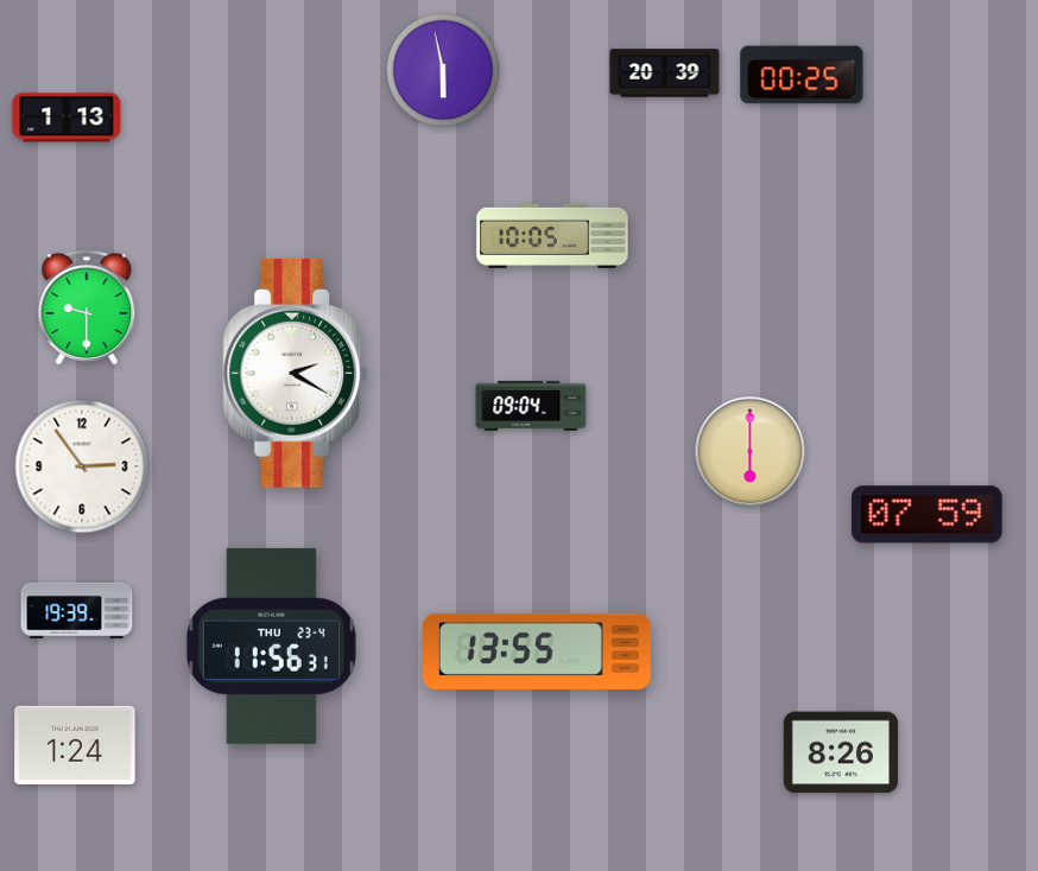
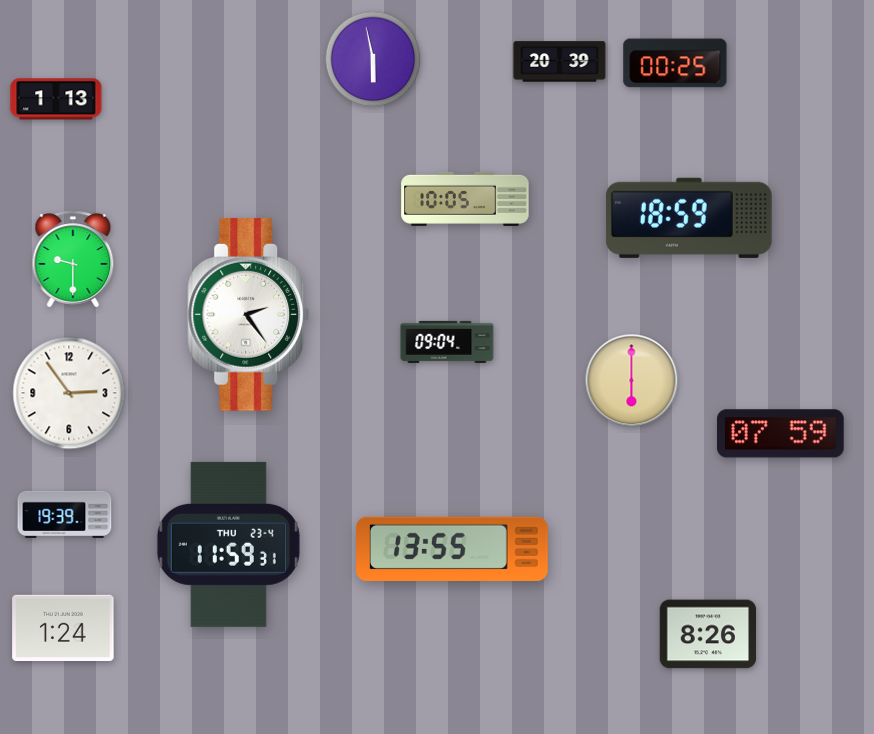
clock at (689, 218): none -> 18:59
clock at (296, 374): 2:20 -> 2:24
clock at (271, 646): 11:56 -> 11:59
